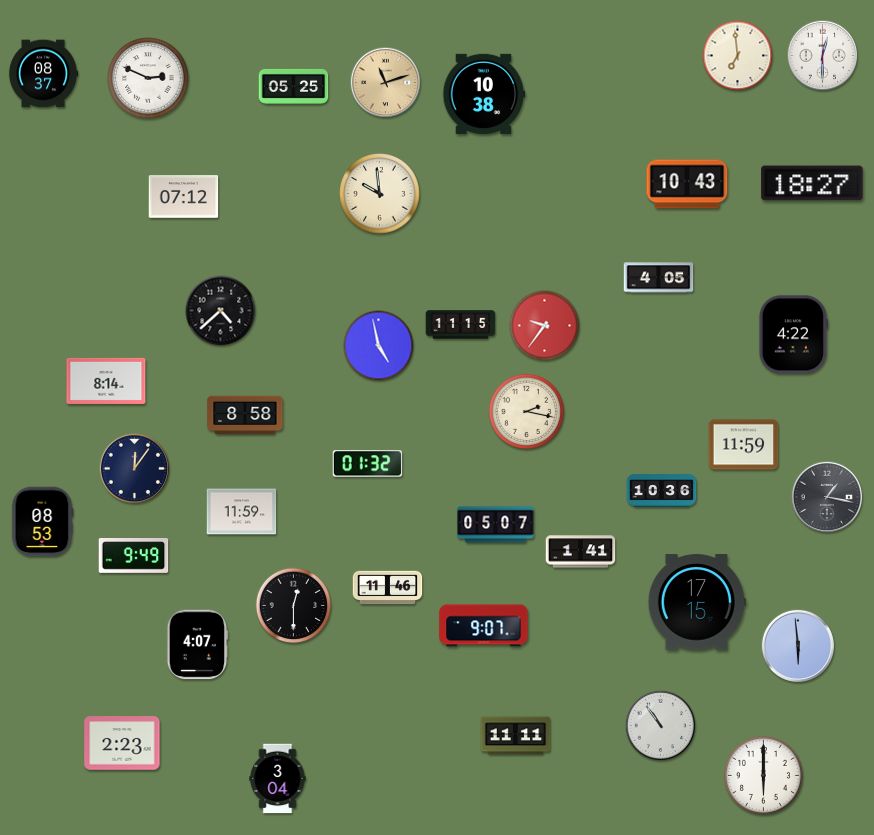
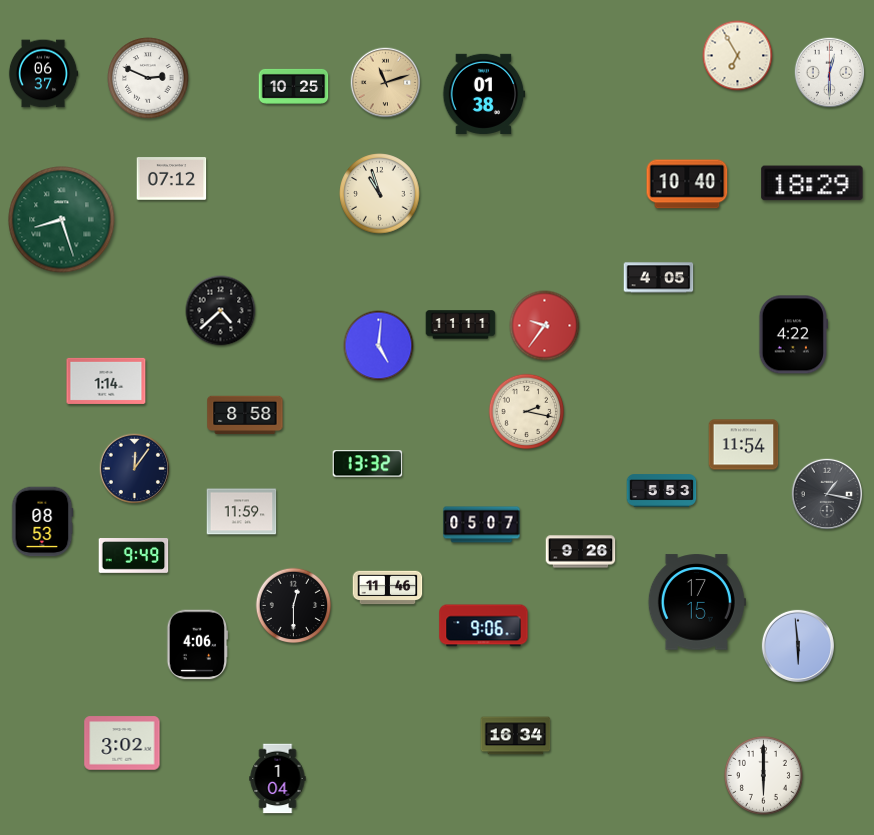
clock at (738, 56): 6:59 -> 6:55
clock at (823, 56) position: (823, 56) -> (830, 73)
clock at (43, 74): 08:37 -> 06:37
clock at (294, 86): 05:25 -> 10:25
clock at (484, 94): 10:38 -> 01:38
clock at (812, 183): 18:27 -> 18:29
clock at (687, 184): 10:43 -> 10:40
clock at (380, 194): 9:59 -> 10:57
clock at (184, 197) position: (184, 197) -> (172, 179)
clock at (62, 220): none -> 8:27
clock at (461, 325): 11:15 -> 11:11
clock at (379, 346): 4:58 -> 5:01
clock at (106, 381): 8:14 -> 1:14
clock at (744, 445): 11:59 -> 11:54
clock at (368, 464): 01:32 -> 13:32
clock at (662, 491): 10:36 -> 5:53
clock at (827, 497) position: (827, 497) -> (827, 494)
clock at (496, 525) position: (496, 525) -> (482, 525)
clock at (581, 552): 1:41 -> 9:26
clock at (484, 626): 9:07 -> 9:06
clock at (197, 645): 4:07 -> 4:06
clock at (661, 726): 10:54 -> none
clock at (516, 736): 11:11 -> 16:34
clock at (122, 743): 2:23 -> 3:02
clock at (278, 779): 3:04 -> 1:04
